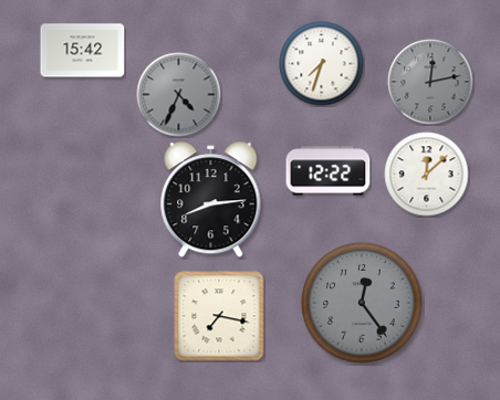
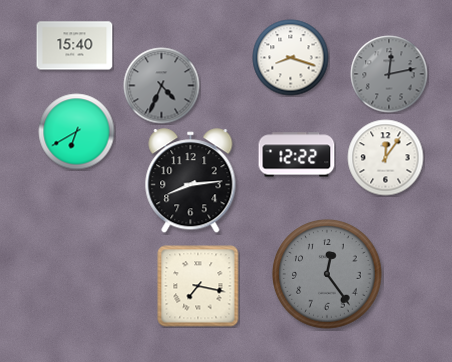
clock at (83, 51): 15:42 -> 15:40
clock at (322, 64): 7:33 -> 8:18
clock at (77, 132): none -> 6:40
clock at (427, 175): 12:08 -> 12:06
